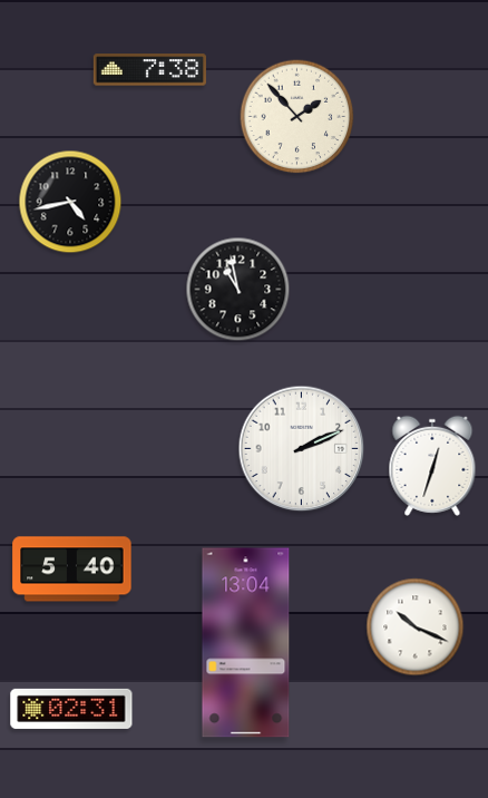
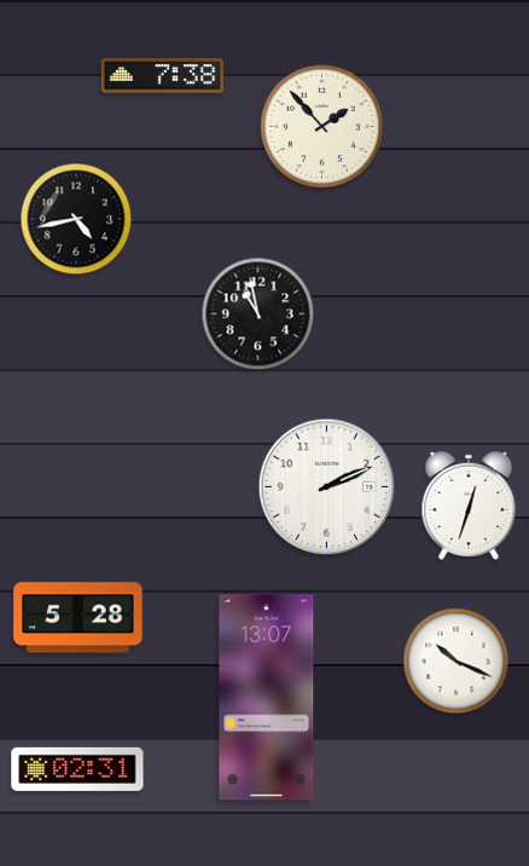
clock at (72, 570): 5:40 -> 5:28
clock at (416, 627) position: (416, 627) -> (457, 662)
clock at (246, 643): 13:04 -> 13:07
